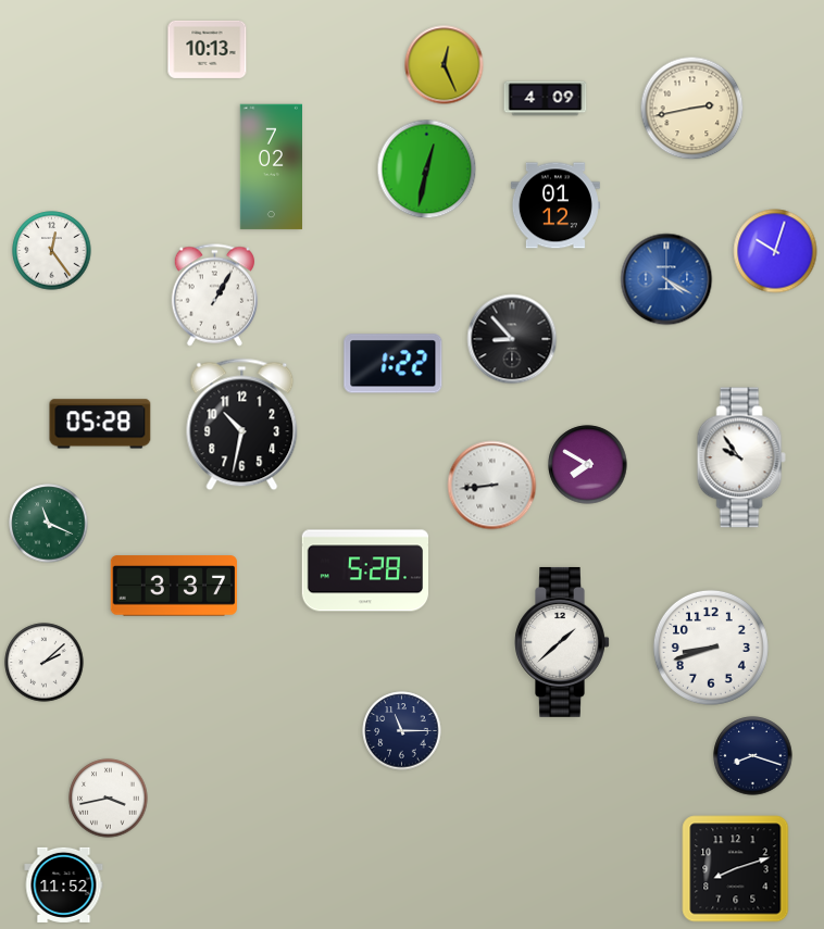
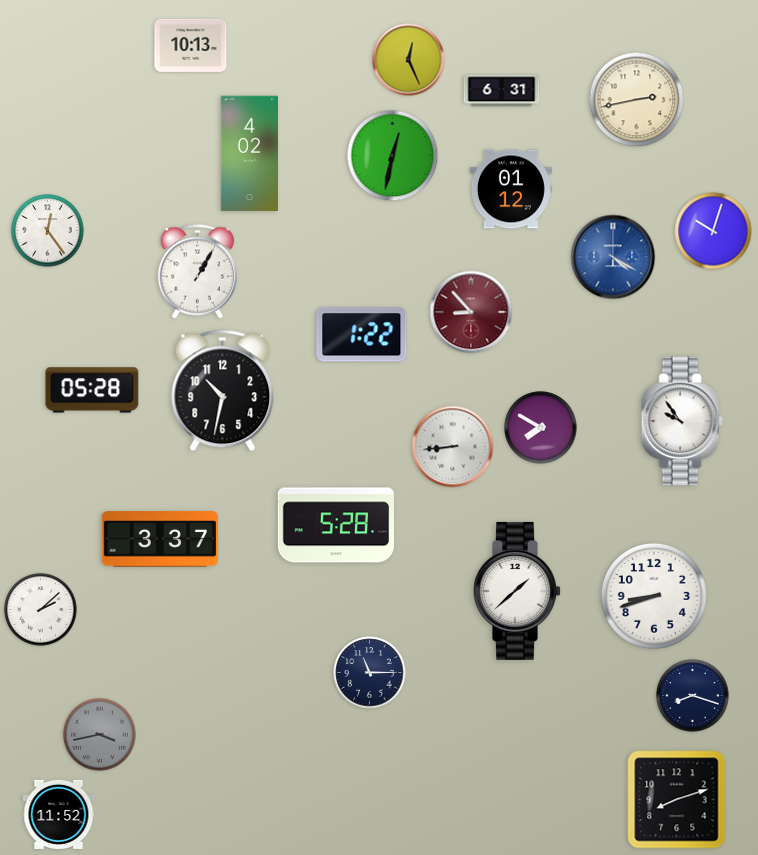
clock at (546, 99): 4:09 -> 6:31
clock at (271, 167): 7:02 -> 4:02
clock at (512, 339) dial: black -> burgundy
clock at (49, 524): 11:19 -> none
clock at (109, 799) dial: white -> grey
